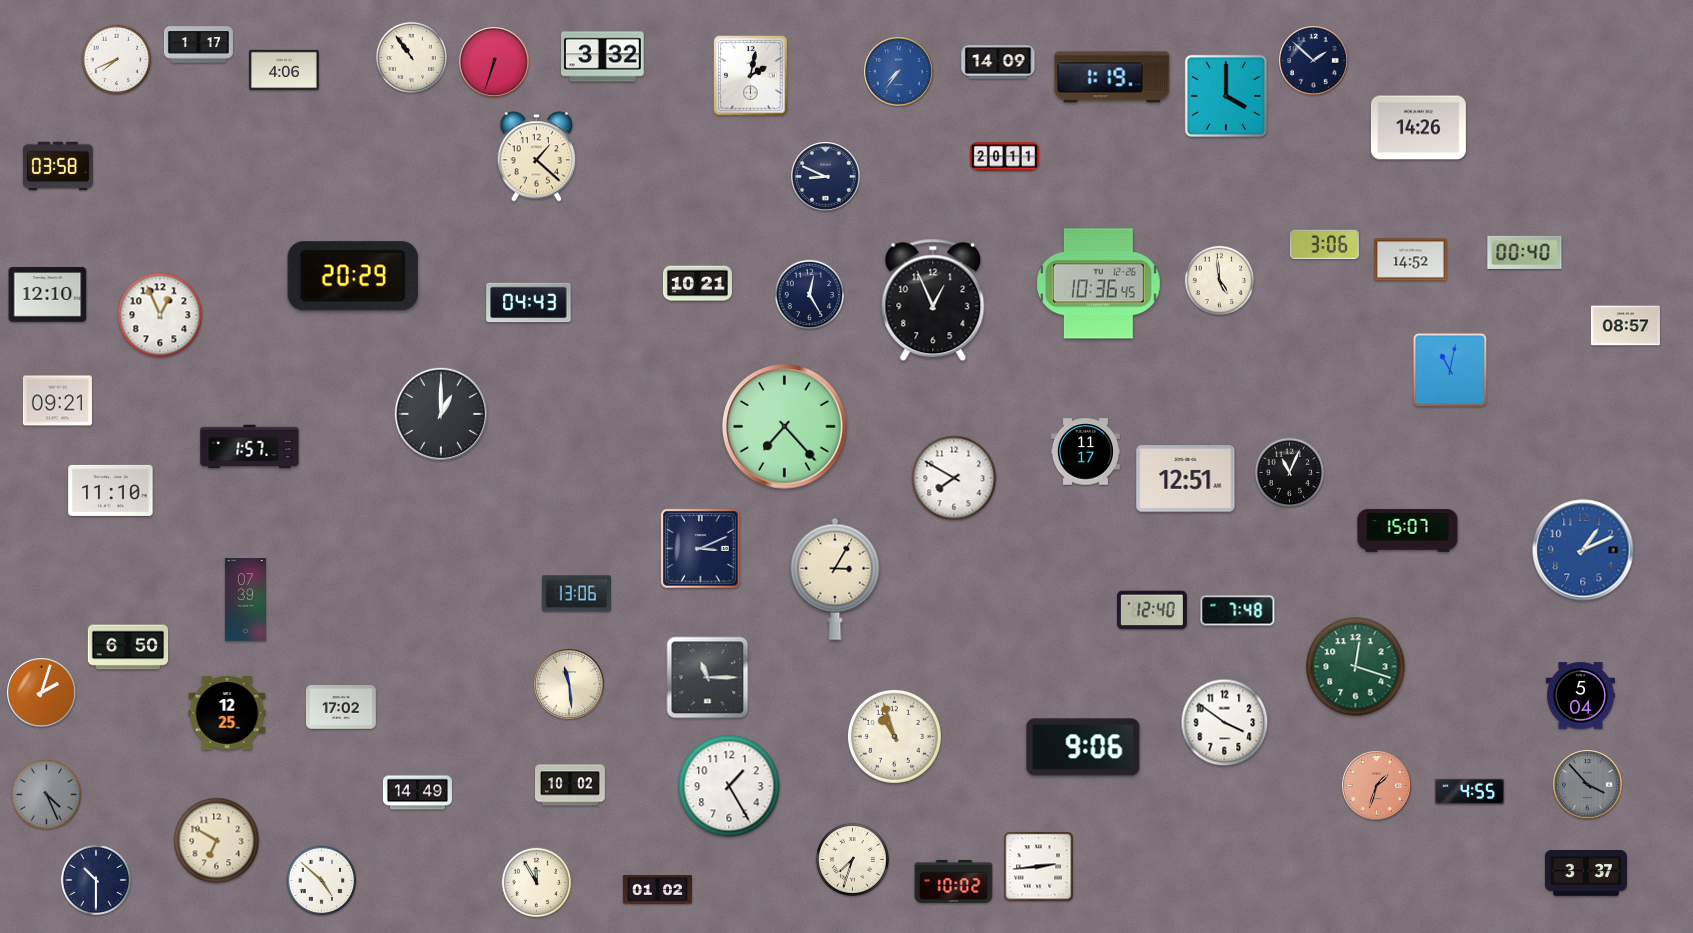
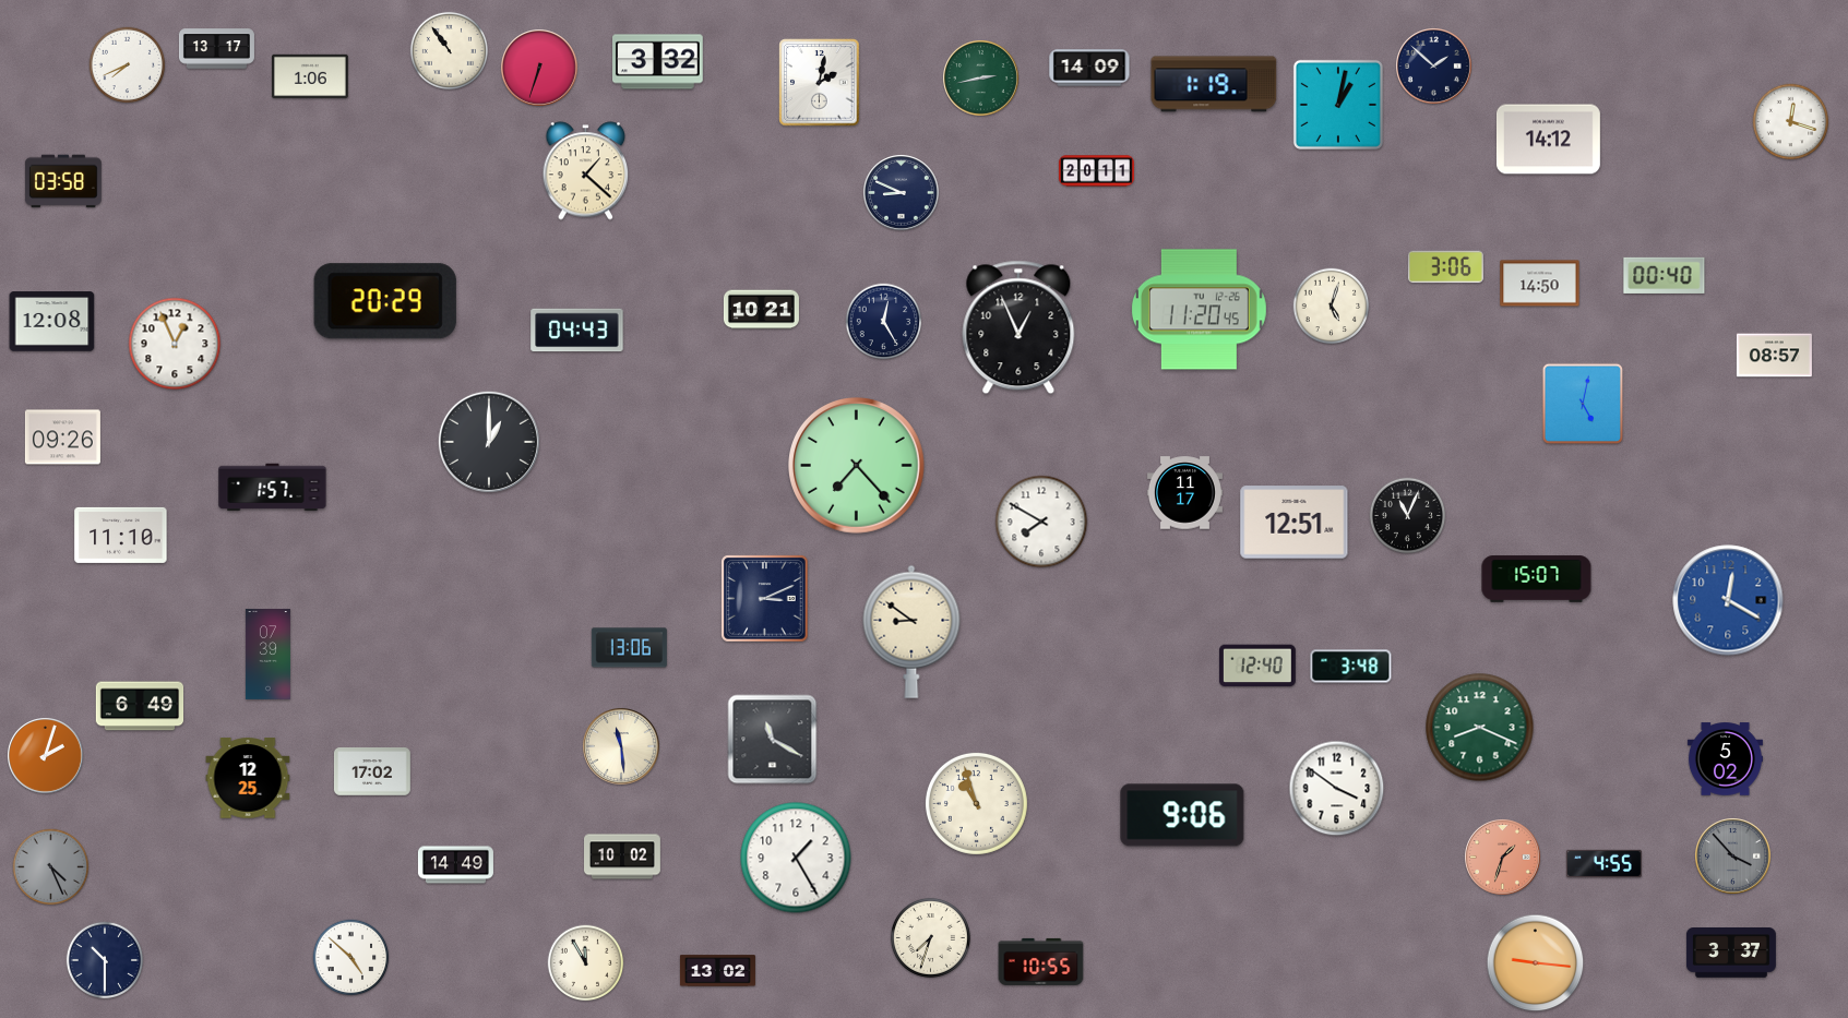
clock at (198, 45): 1:17 -> 13:17
clock at (411, 57) position: (411, 57) -> (449, 50)
clock at (285, 69): 4:06 -> 1:06
clock at (899, 72): 7:36 -> 2:43
clock at (899, 72) dial: blue -> green
clock at (1226, 96): 4:00 -> 1:02
clock at (1791, 122): none -> 12:18
clock at (1418, 128): 14:26 -> 14:12
clock at (1411, 260): 14:52 -> 14:50
clock at (1220, 281): 4:59 -> 5:03
clock at (1098, 284): 10:36 -> 11:20
clock at (48, 295): 12:10 -> 12:08
clock at (1450, 370): 11:02 -> 5:02
clock at (57, 401): 09:21 -> 09:26
clock at (441, 414) position: (441, 414) -> (489, 442)
clock at (1583, 550): 1:11 -> 12:20
clock at (835, 579): 3:05 -> 8:51
clock at (1238, 611): 7:48 -> 3:48
clock at (128, 647): 6:50 -> 6:49
clock at (1356, 667): 12:18 -> 8:19
clock at (708, 678): 11:15 -> 11:20
clock at (1580, 696): 5:04 -> 5:02
clock at (217, 841): 6:50 -> none
clock at (1039, 867): 2:44 -> none
clock at (322, 881) position: (322, 881) -> (351, 958)
clock at (954, 881): 10:02 -> 10:55
clock at (1536, 963): none -> 9:16
clock at (657, 890): 01:02 -> 13:02
